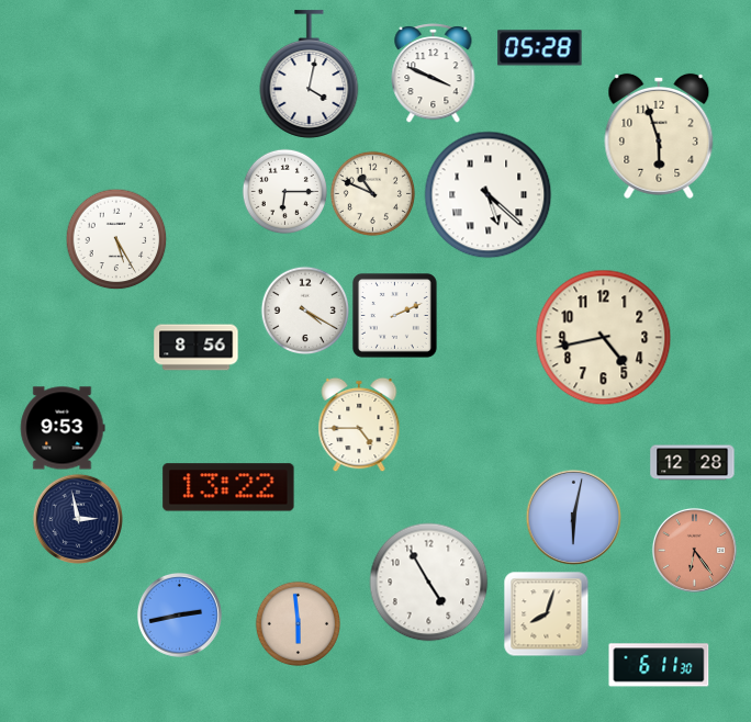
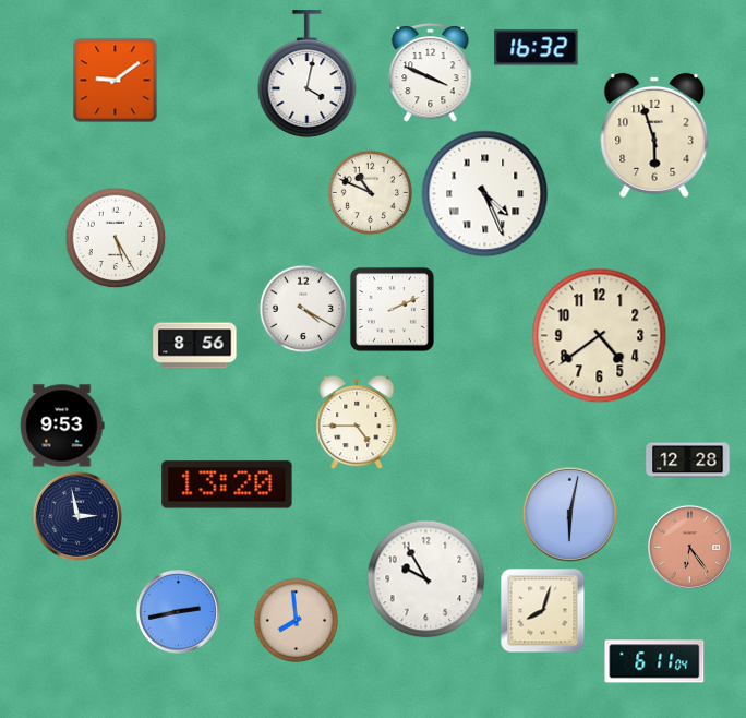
clock at (540, 48): 05:28 -> 16:32
clock at (115, 80): none -> 9:09
clock at (284, 191): 6:15 -> none
clock at (489, 195): 5:22 -> 4:26
clock at (394, 315) position: (394, 315) -> (392, 309)
clock at (604, 338): 4:43 -> 4:39
clock at (228, 487): 13:22 -> 13:20
clock at (429, 583): 4:55 -> 9:55
clock at (298, 623): 5:59 -> 7:59
clock at (659, 665): 6:11:30 -> 6:11:04
